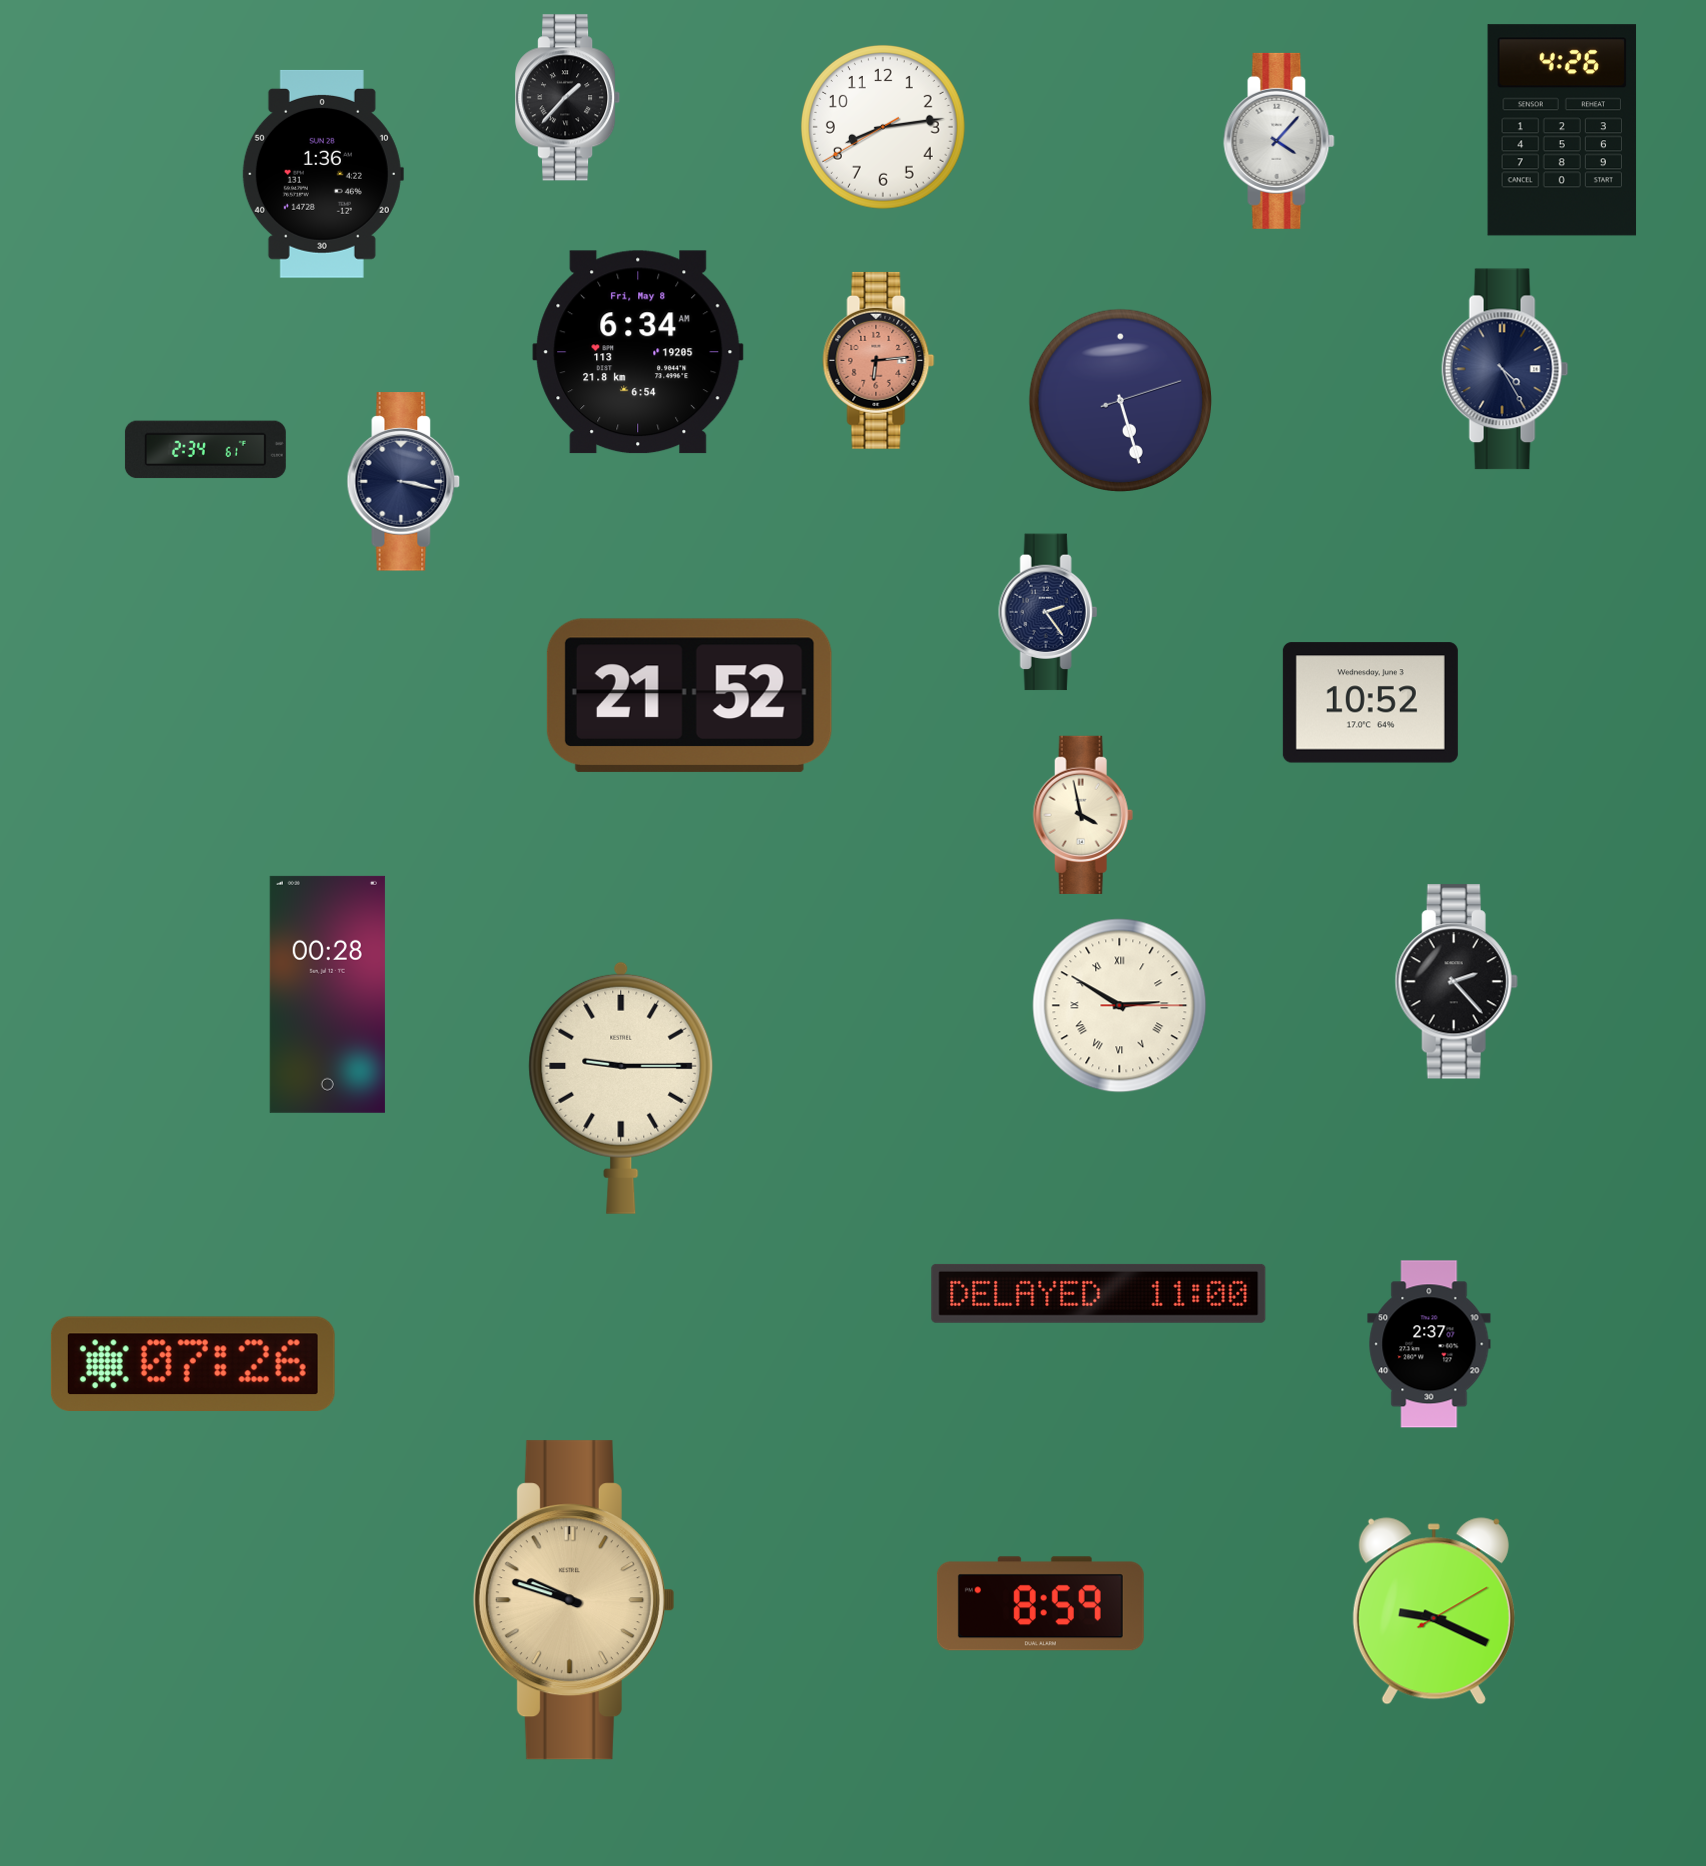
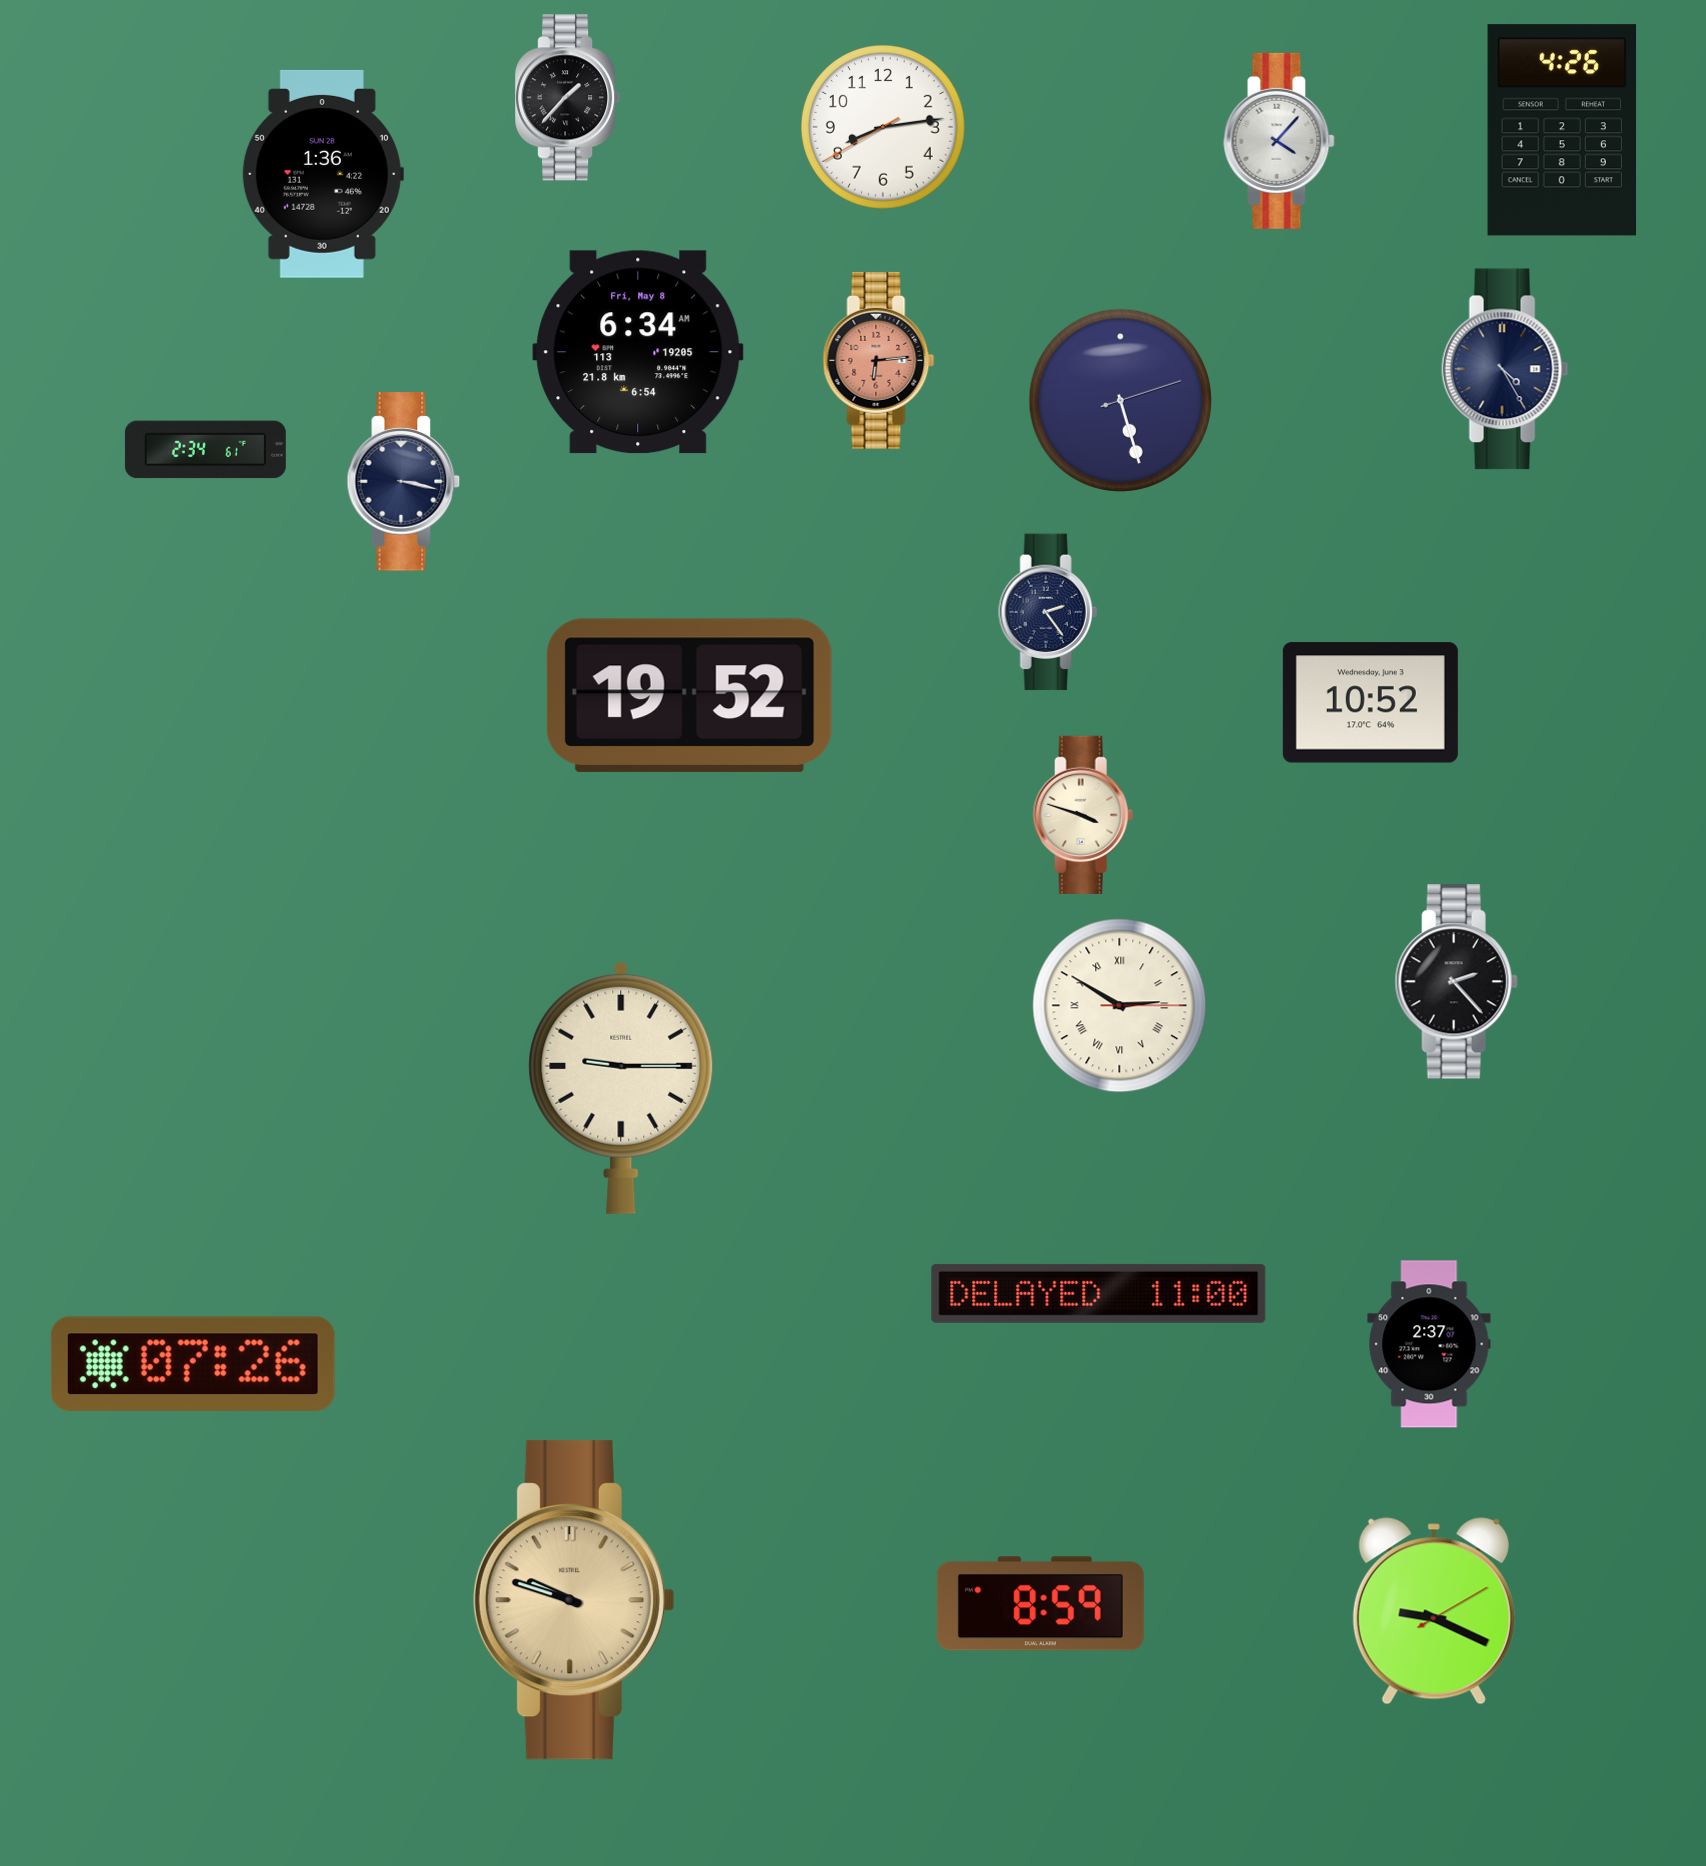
clock at (689, 695): 21:52 -> 19:52
clock at (1083, 815): 3:58 -> 3:48
clock at (327, 994): 00:28 -> none
